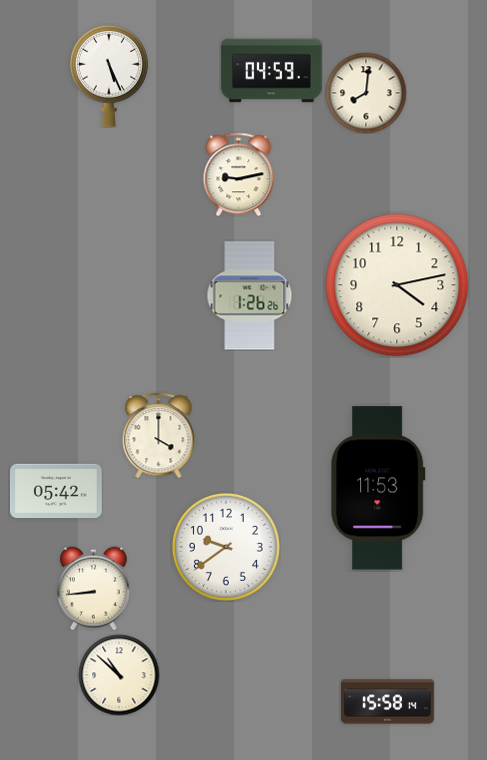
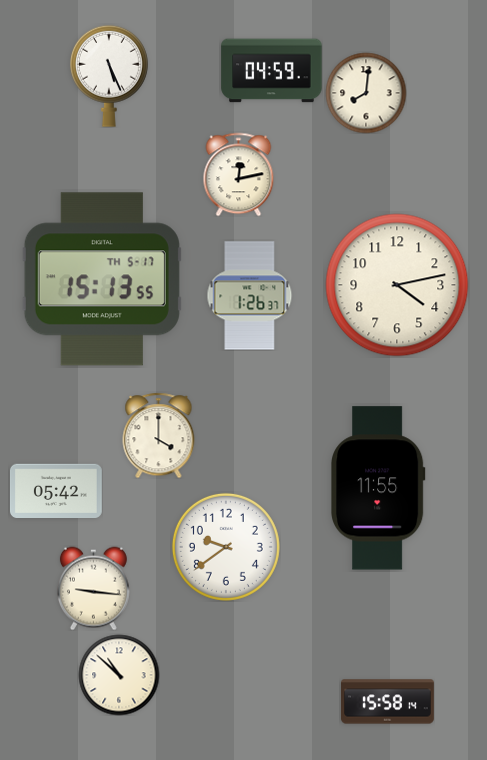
clock at (239, 174): 9:13 -> 12:13
clock at (102, 279): none -> 15:13
clock at (250, 296): 1:26:26 -> 1:26:37
clock at (378, 488): 11:53 -> 11:55
clock at (93, 588): 8:44 -> 9:16
